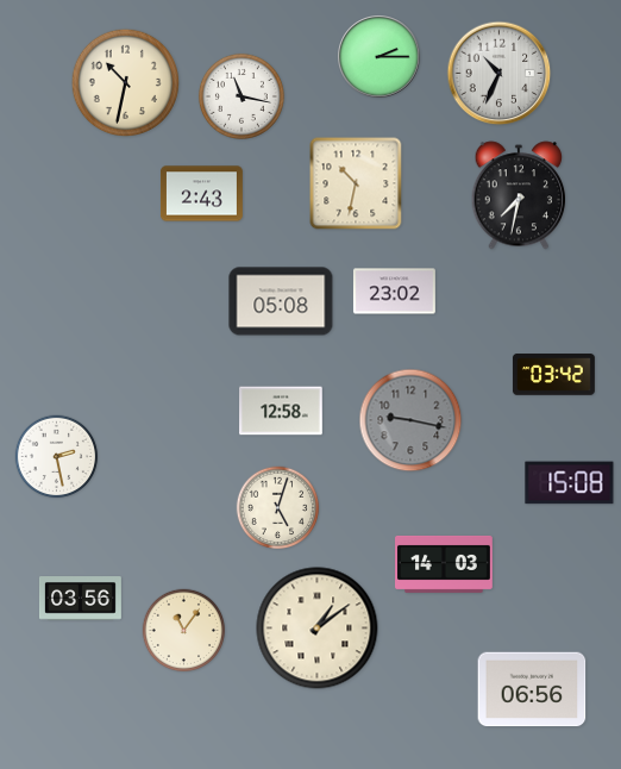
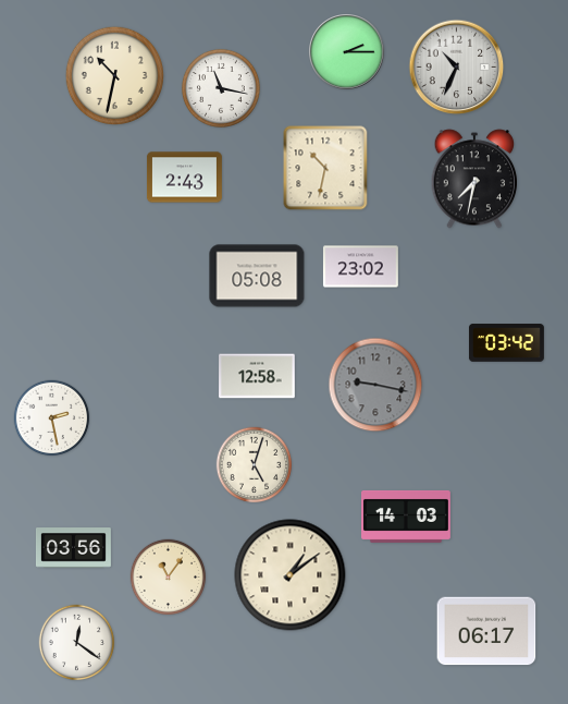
clock at (570, 483): 15:08 -> none
clock at (532, 689): 06:56 -> 06:17
clock at (77, 643): none -> 12:21
